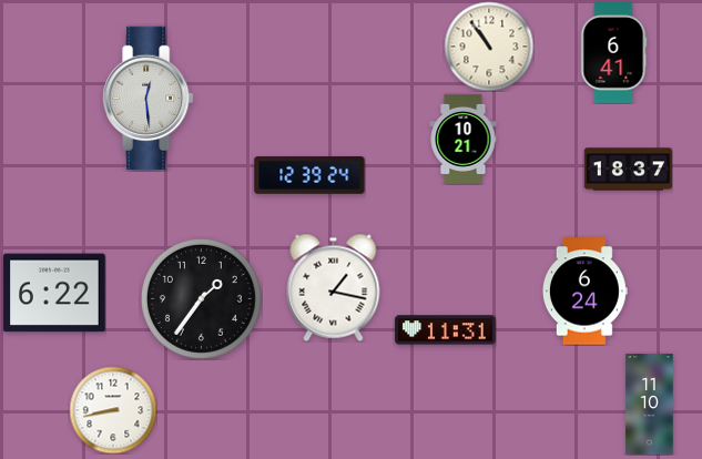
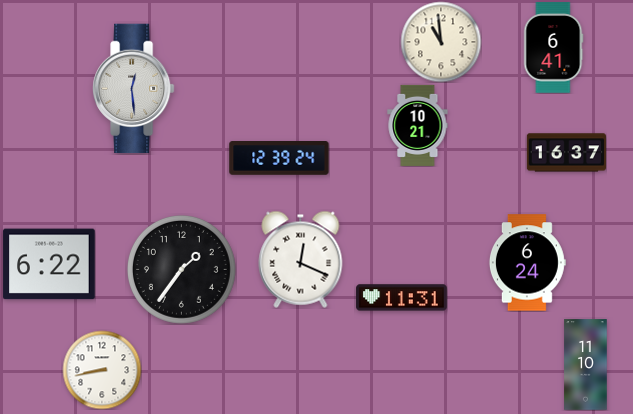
clock at (489, 47): 10:54 -> 10:59
clock at (628, 170): 18:37 -> 16:37
clock at (334, 287): 1:17 -> 12:19
